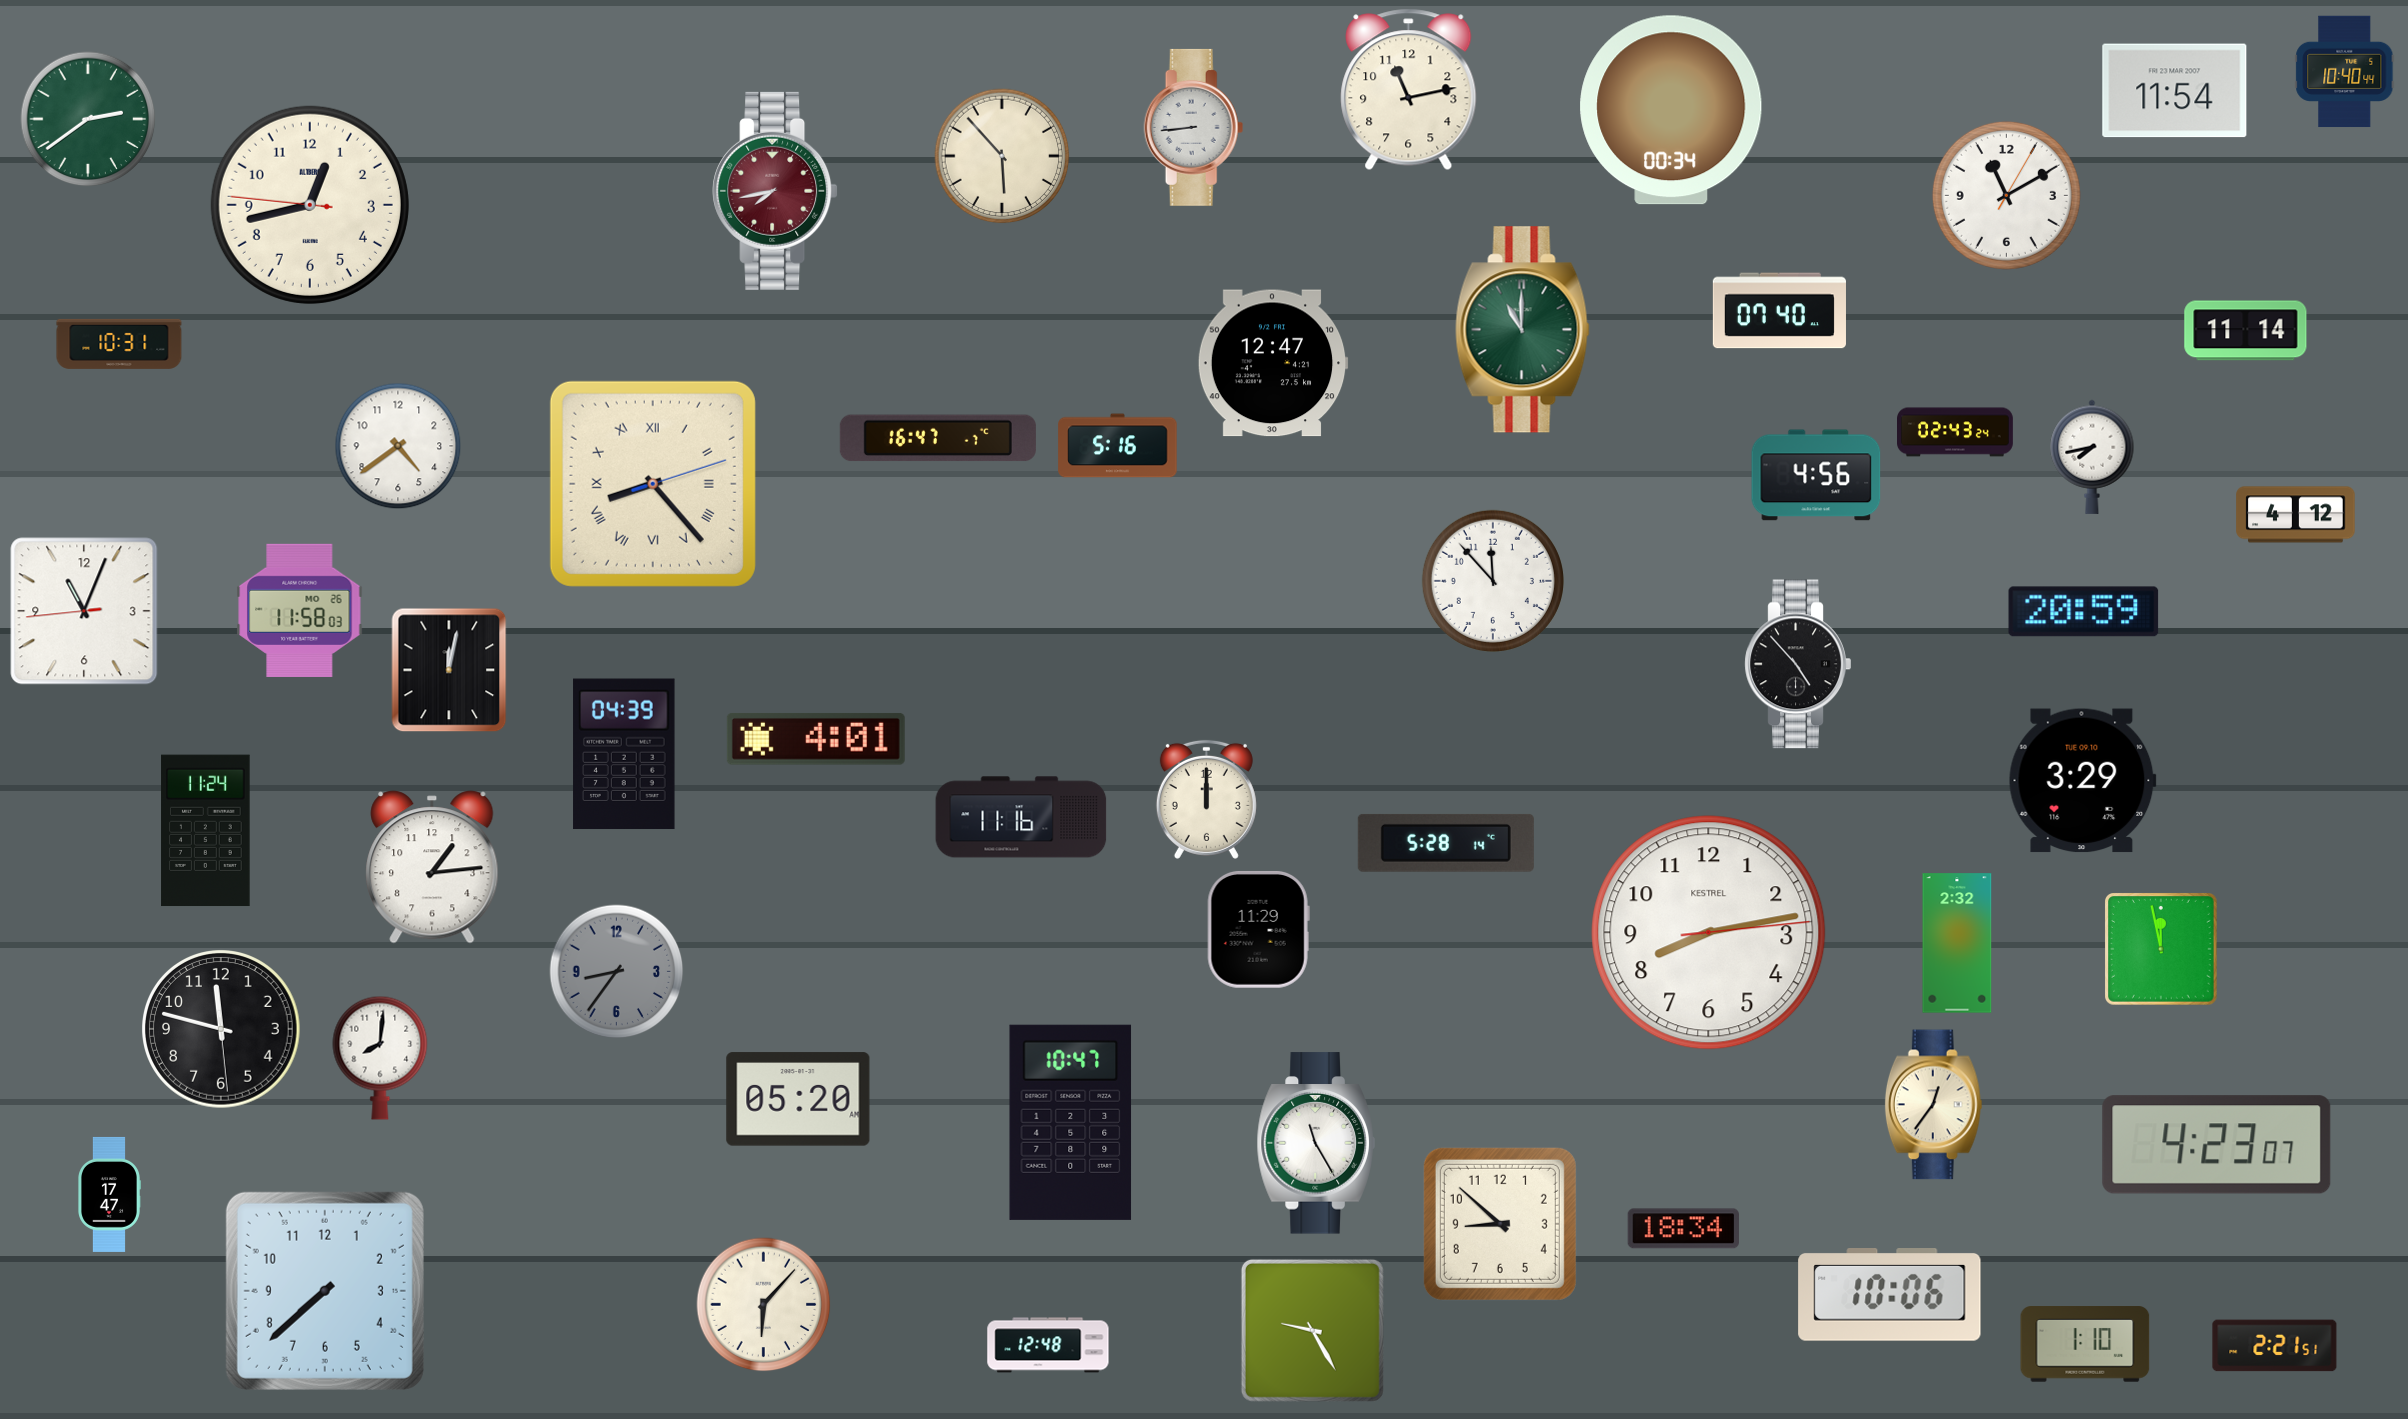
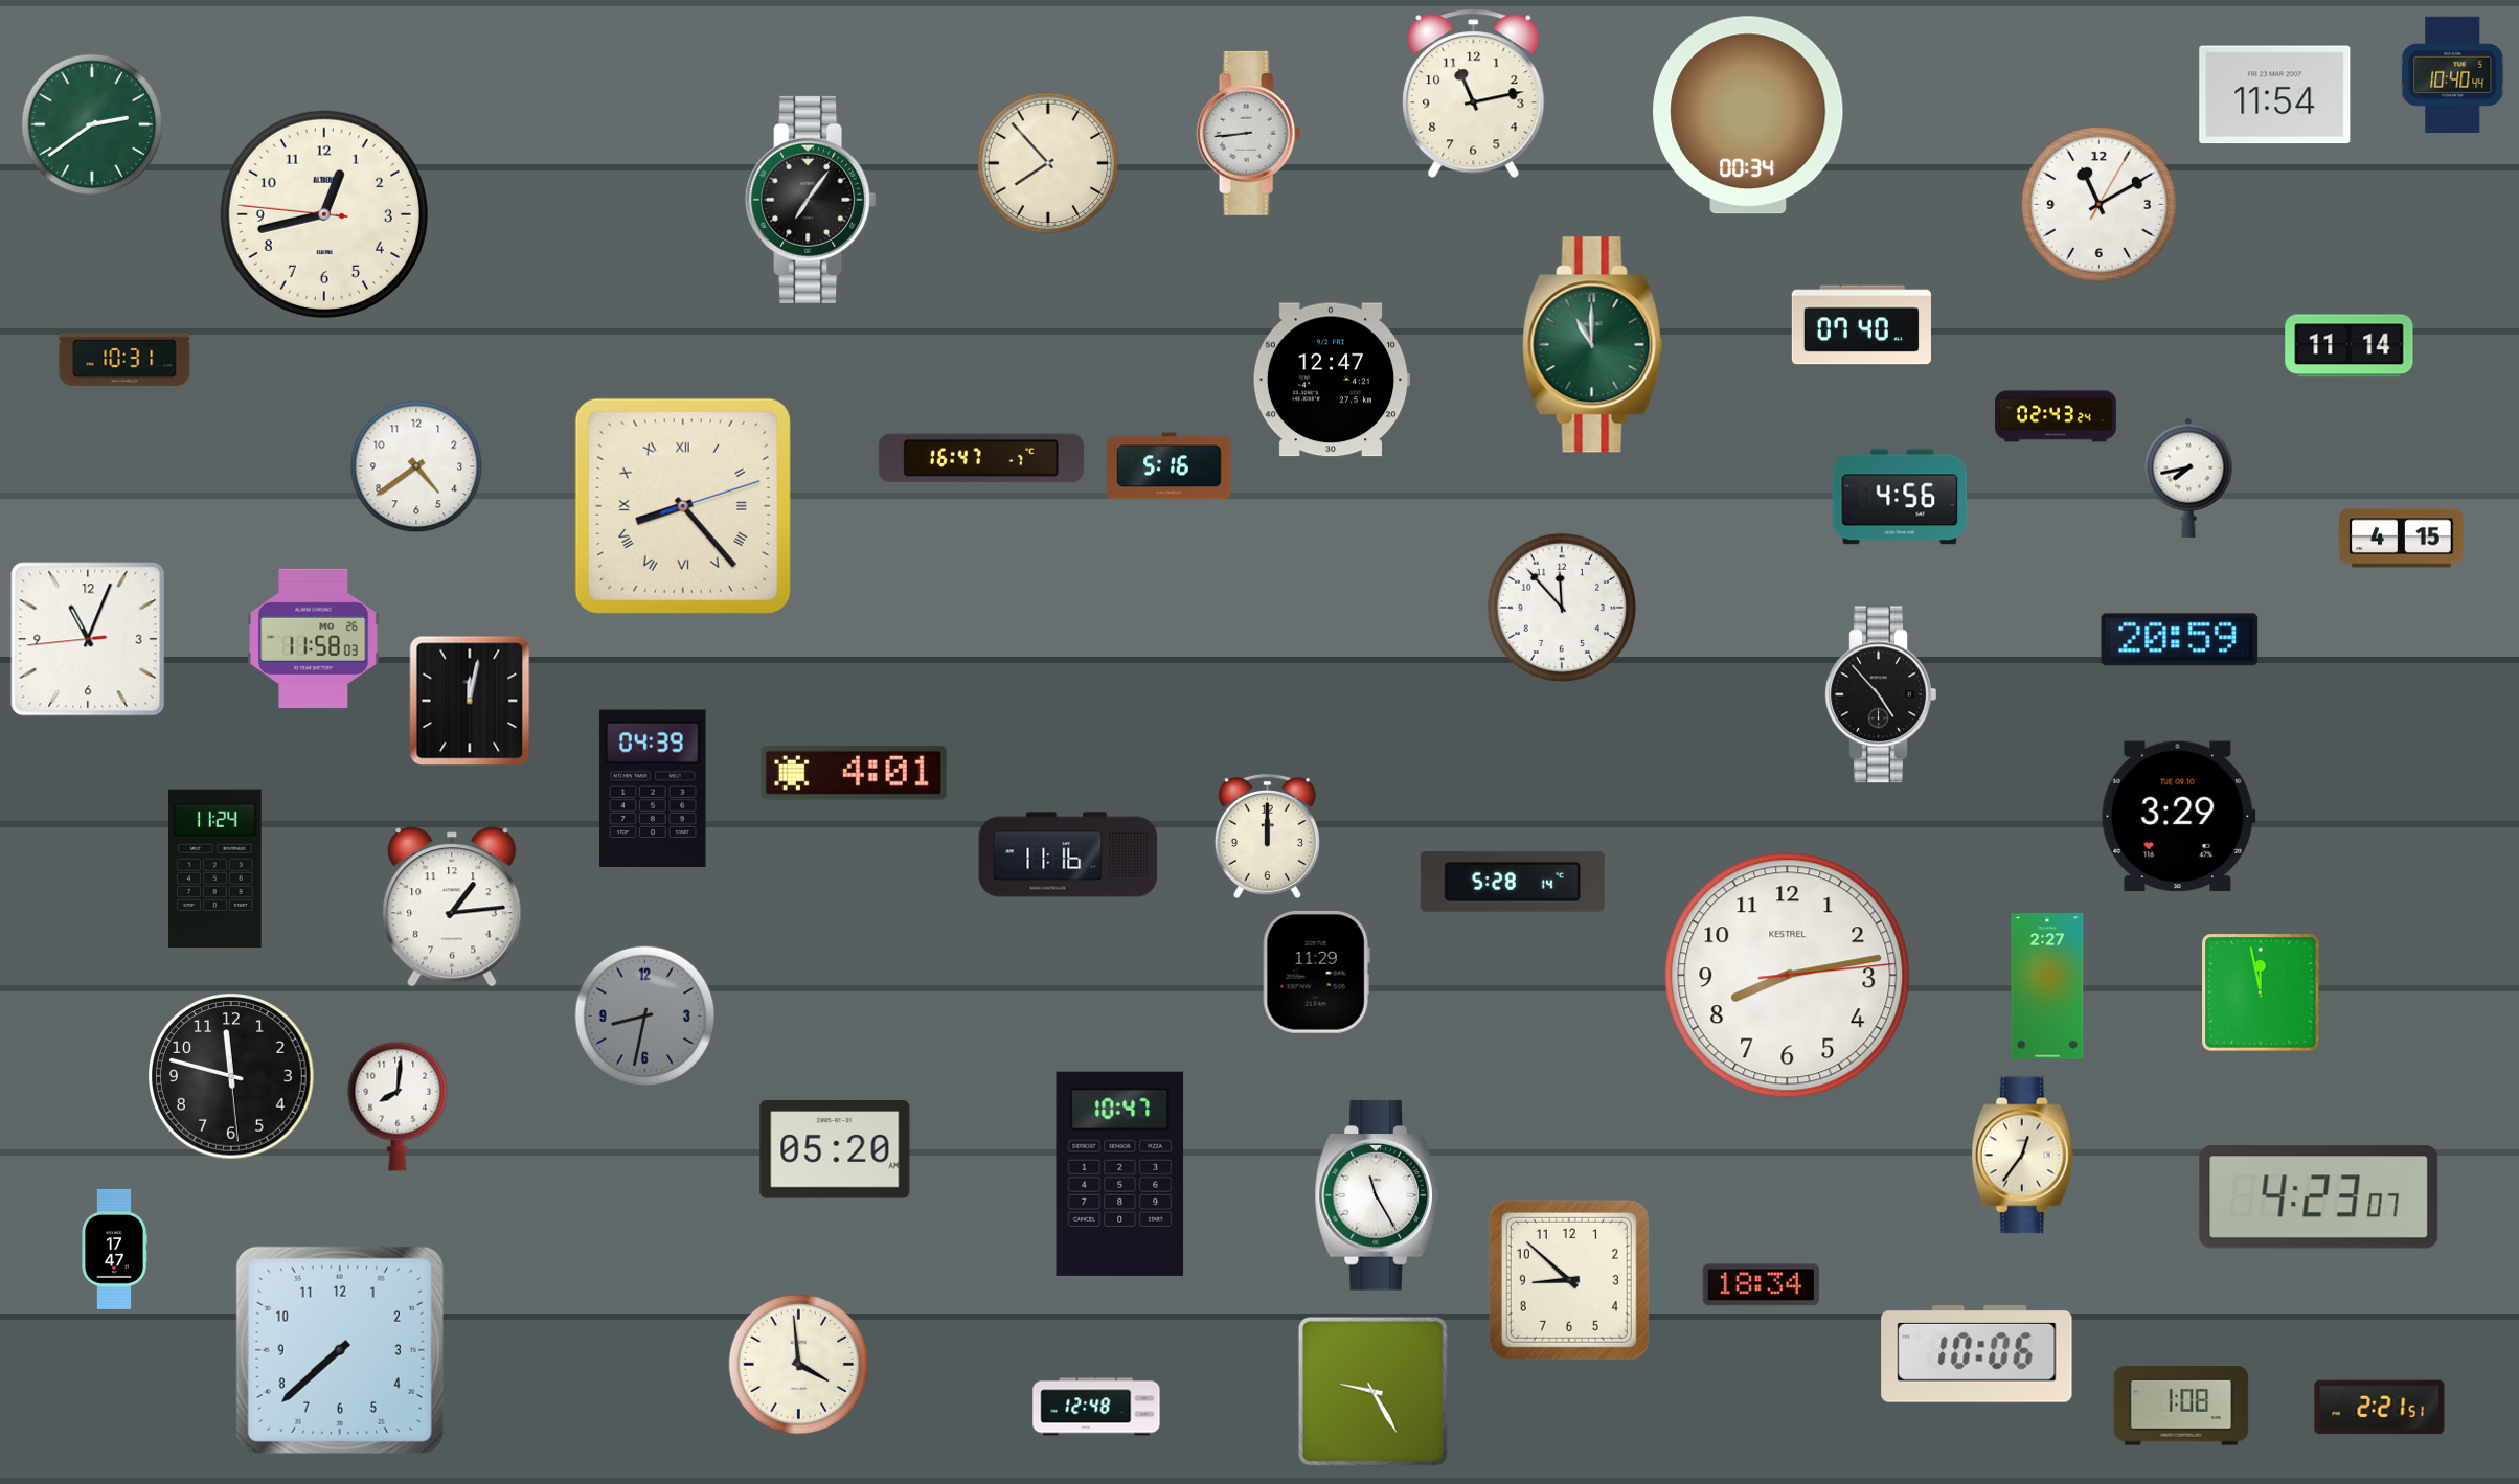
clock at (1002, 156): 5:53 -> 7:53
clock at (775, 191): 7:43 -> 7:06
clock at (775, 191) dial: burgundy -> black
clock at (1956, 432) position: (1956, 432) -> (2057, 416)
clock at (2296, 515): 4:12 -> 4:15
clock at (1206, 799) position: (1206, 799) -> (1267, 836)
clock at (1957, 943): 2:32 -> 2:27
clock at (617, 972): 8:36 -> 8:32
clock at (764, 1305): 6:07 -> 3:59
clock at (2085, 1344): 1:10 -> 1:08
